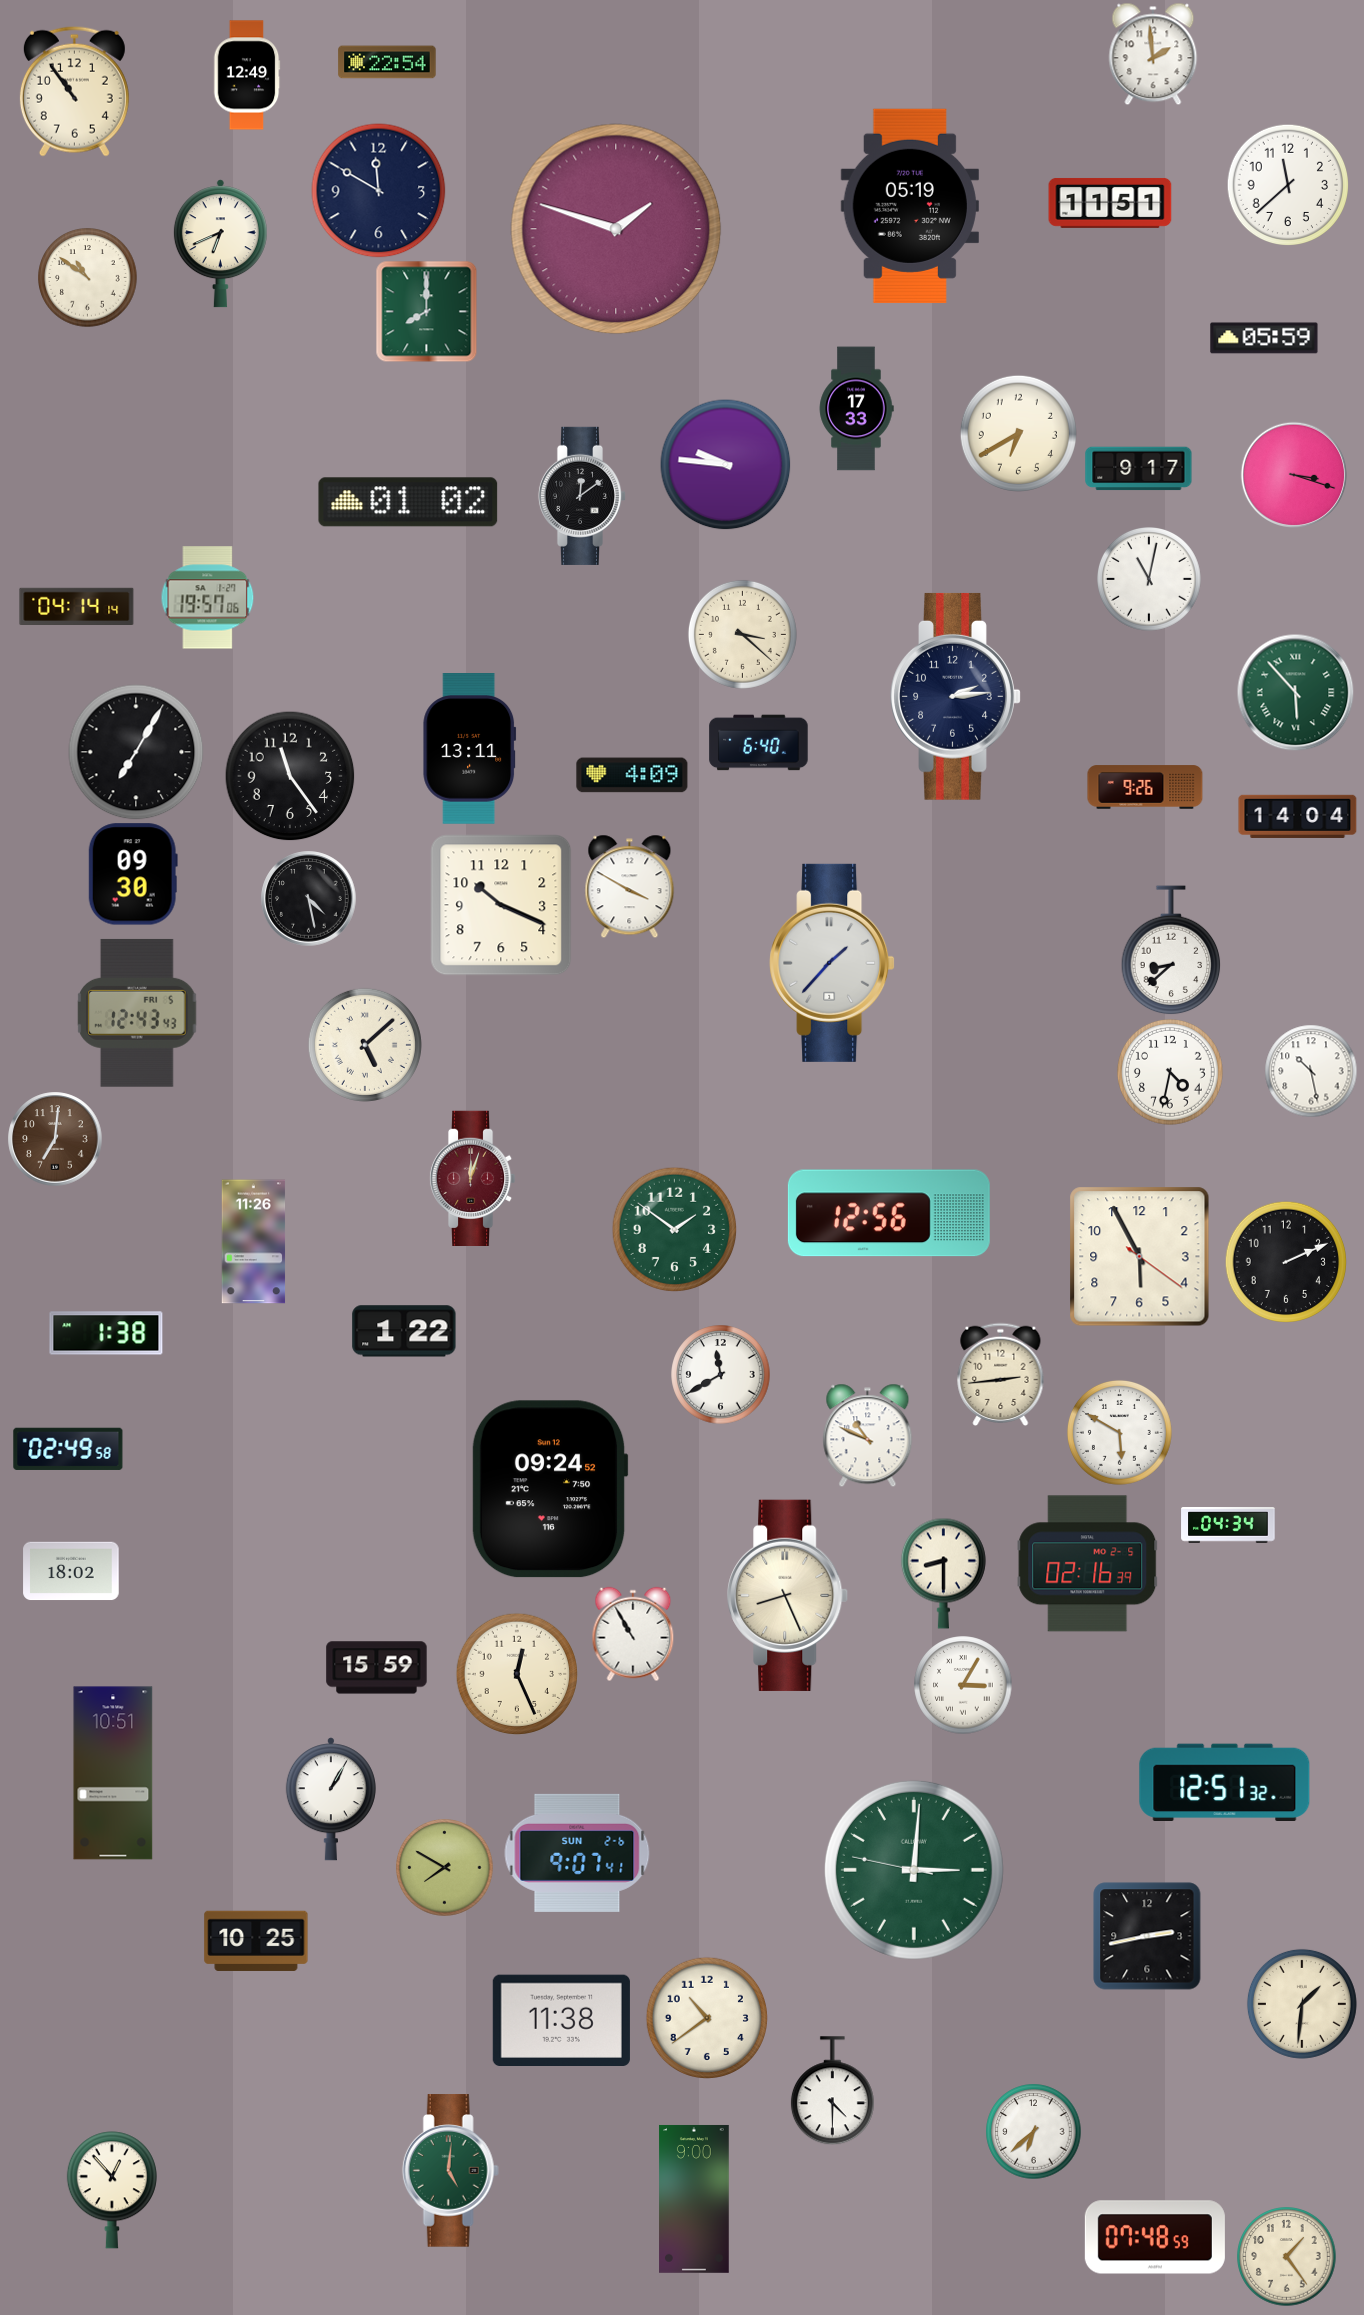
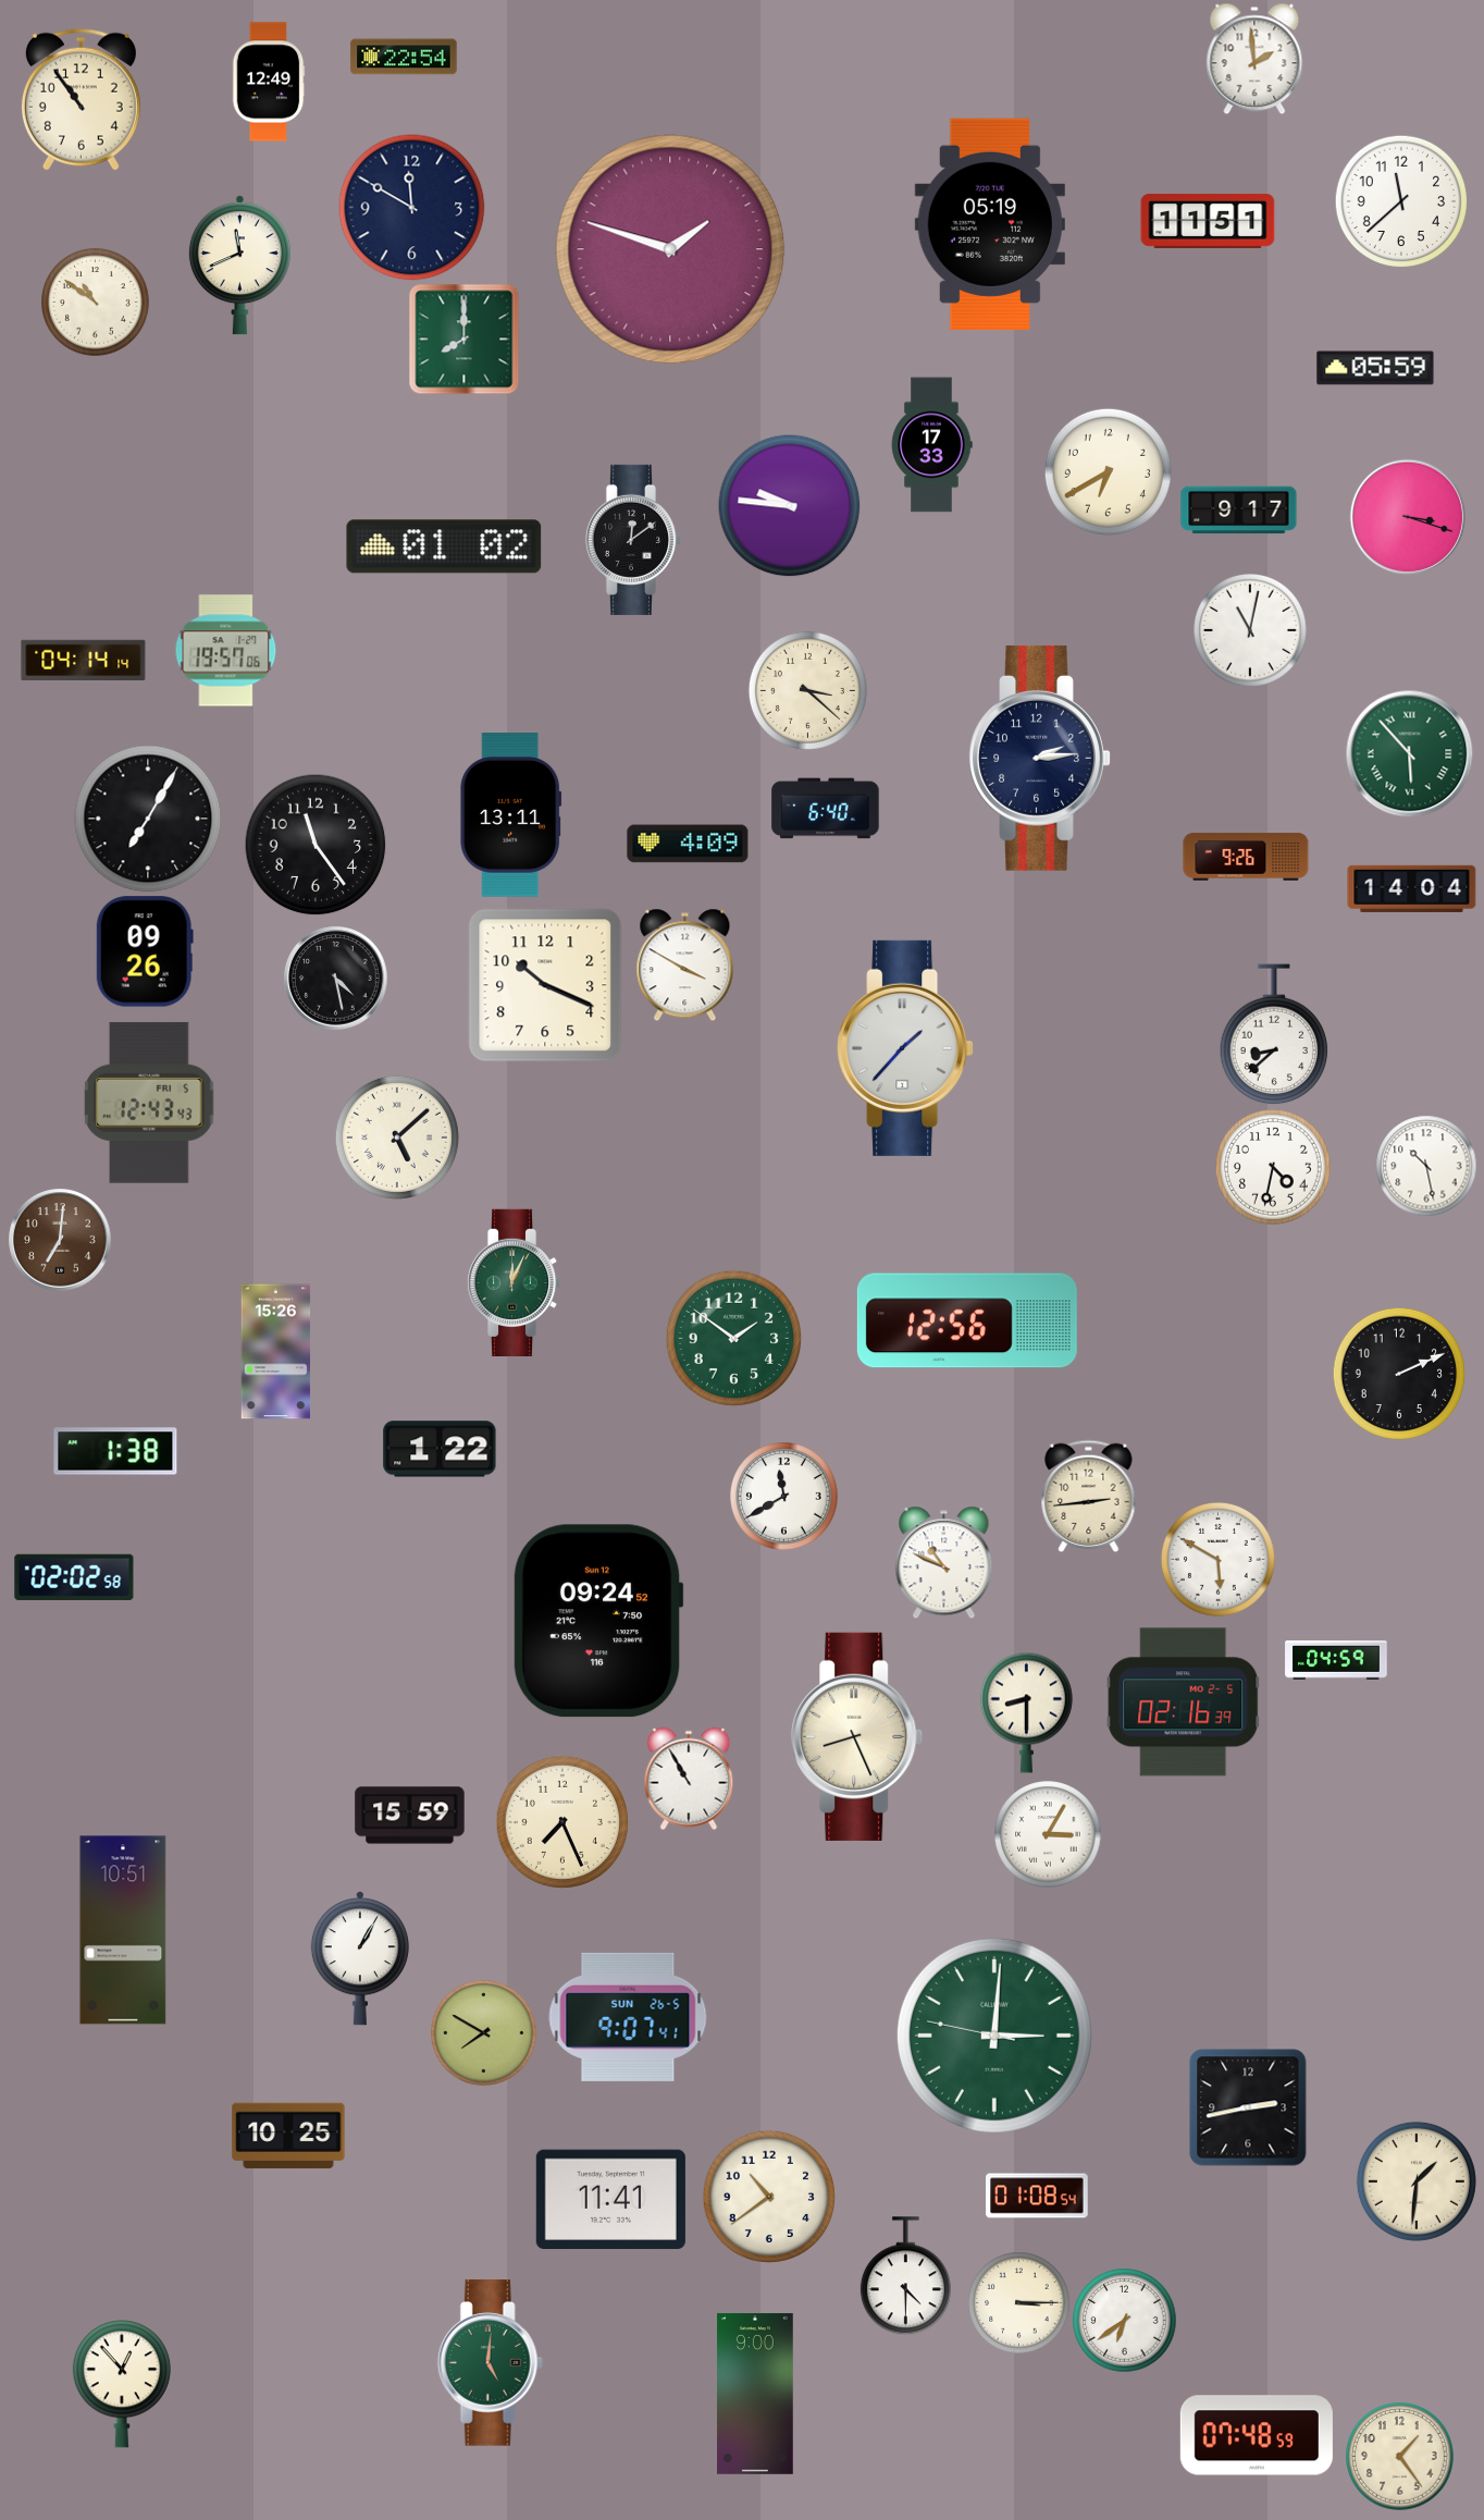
clock at (387, 62) position: (387, 62) -> (404, 57)
clock at (220, 244): 6:41 -> 11:41
clock at (133, 874): 09:30 -> 09:26
clock at (472, 1178): 12:03 -> 12:04
clock at (472, 1178) dial: burgundy -> green
clock at (254, 1242): 11:26 -> 15:26
clock at (1140, 1257): 5:55 -> none
clock at (68, 1449): 02:49 -> 02:02
clock at (1228, 1525): 04:34 -> 04:59
clock at (71, 1571): 18:02 -> none
clock at (516, 1673): 12:26 -> 7:26
clock at (1225, 1782): 12:51 -> none
clock at (577, 1853) date: SUN 2-6 -> SUN 26-5
clock at (256, 1940) position: (256, 1940) -> (288, 2135)
clock at (1037, 2196): none -> 01:08
clock at (561, 2020): 11:38 -> 11:41
clock at (1018, 2302): none -> 3:15
clock at (1033, 2131): 6:38 -> 6:39
